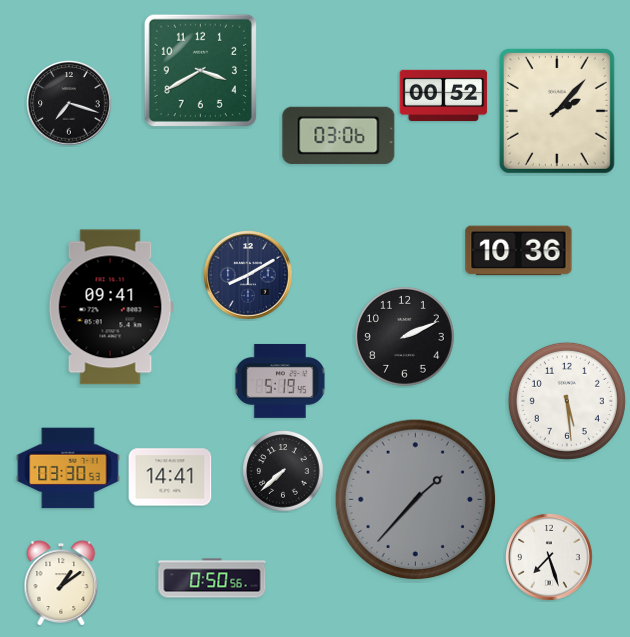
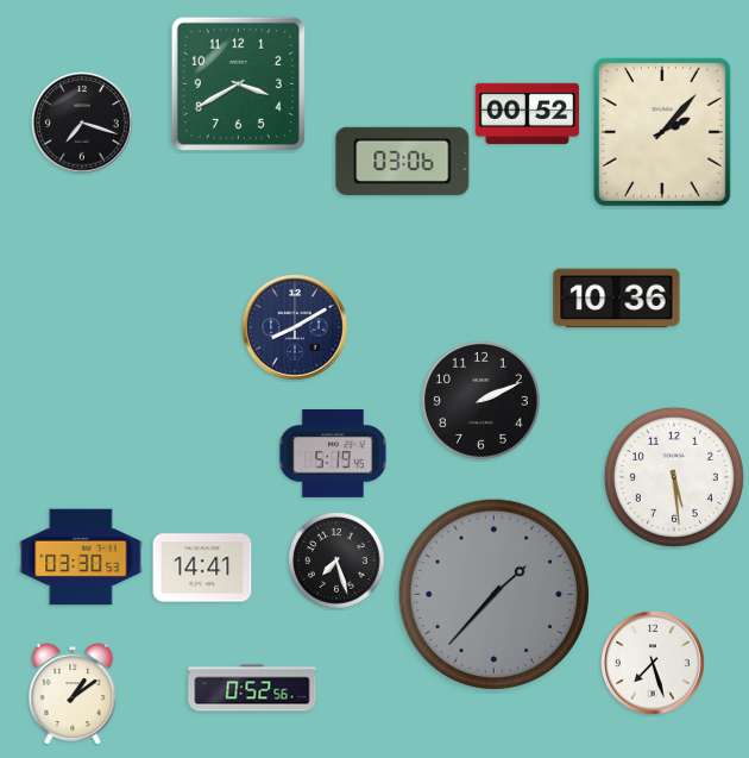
clock at (111, 307): 09:41 -> none
clock at (283, 471): 7:38 -> 7:27
clock at (212, 578): 0:50 -> 0:52
